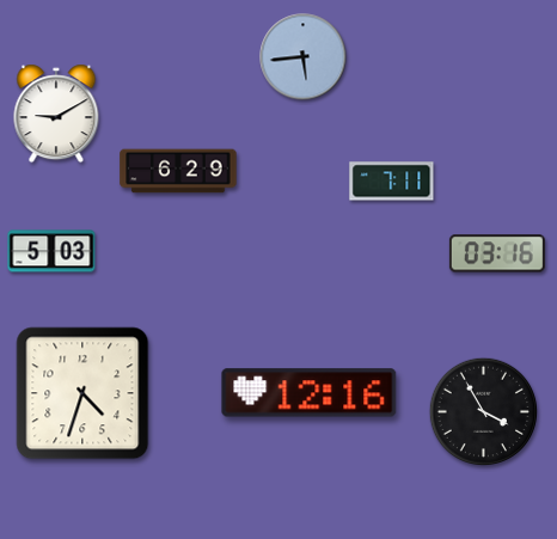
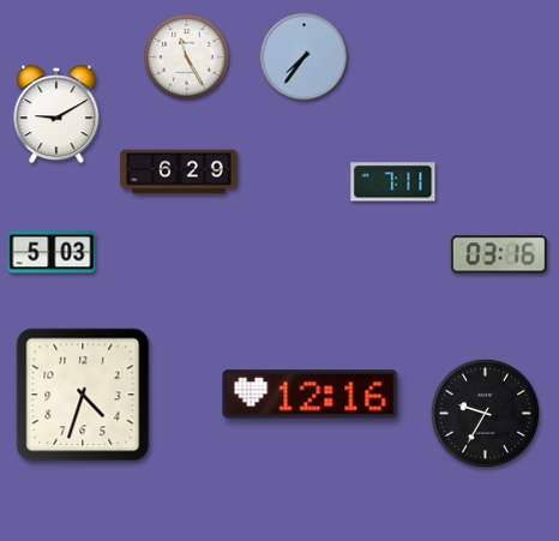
clock at (187, 58): none -> 11:25
clock at (304, 57): 5:44 -> 7:36
clock at (483, 411): 3:55 -> 9:35
